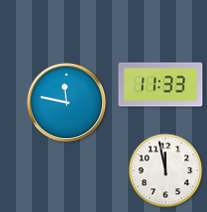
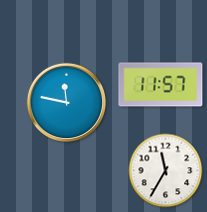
clock at (161, 85): 11:33 -> 11:57
clock at (166, 171): 11:58 -> 11:35
